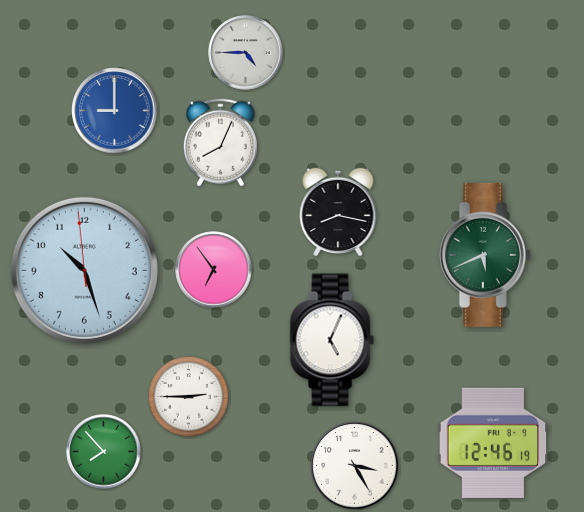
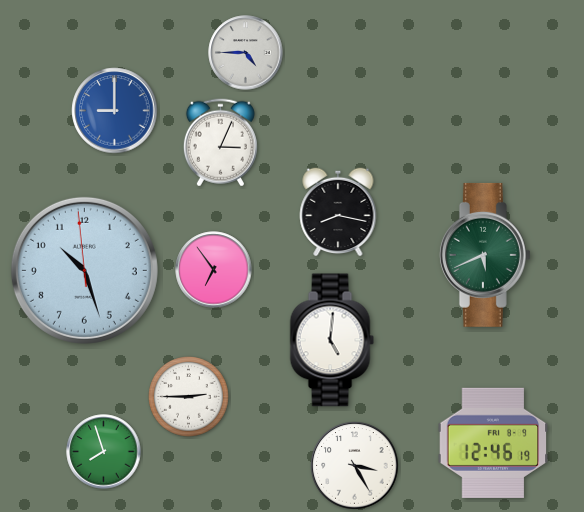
clock at (220, 143): 8:04 -> 3:04
clock at (332, 340): 5:04 -> 5:01
clock at (104, 452): 7:53 -> 7:57
